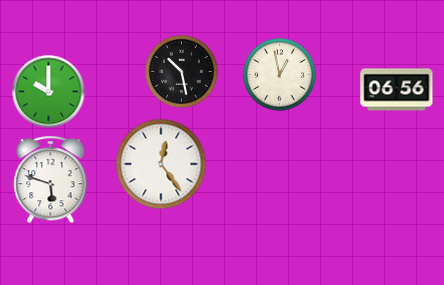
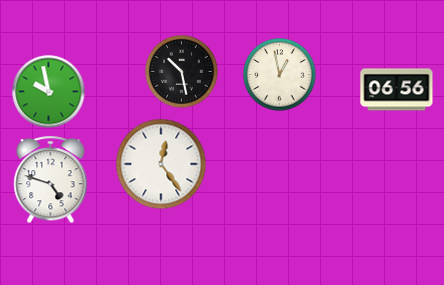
clock at (49, 92): 10:00 -> 9:58
clock at (51, 180): 5:48 -> 4:48
